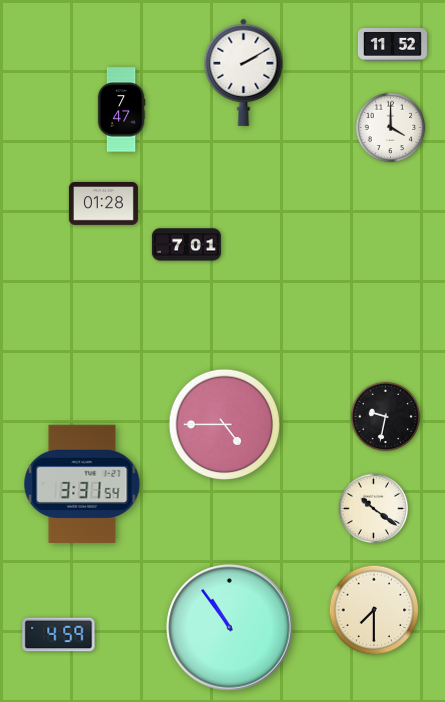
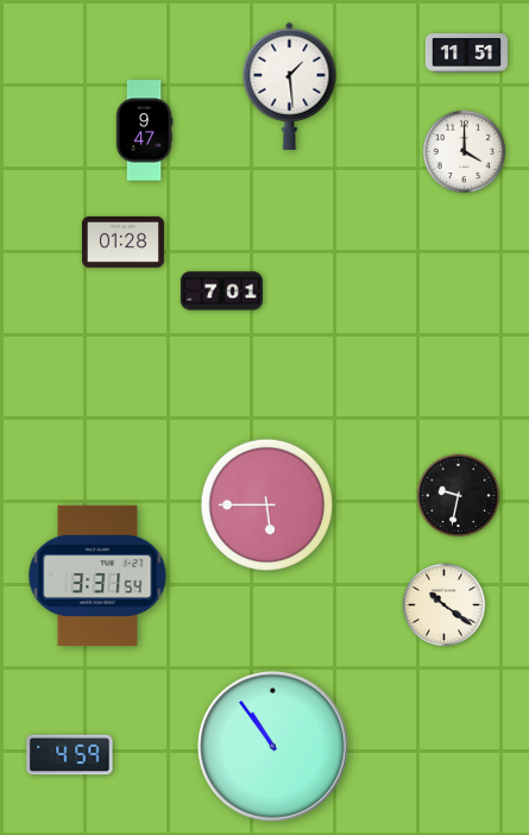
clock at (392, 45): 11:52 -> 11:51
clock at (244, 72): 2:10 -> 1:29
clock at (121, 110): 7:47 -> 9:47
clock at (225, 425): 4:45 -> 5:45
clock at (374, 610): 7:30 -> none
